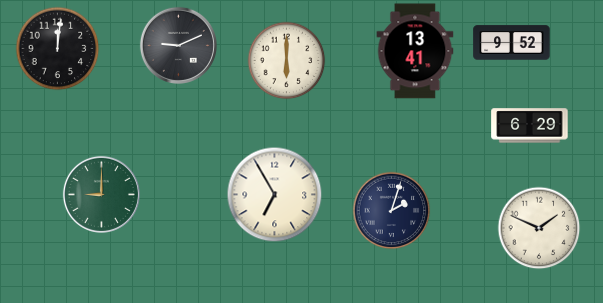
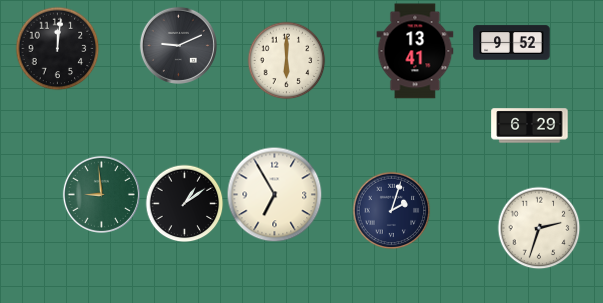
clock at (101, 194): 9:00 -> 8:59
clock at (184, 203): none -> 1:09
clock at (539, 228): 1:49 -> 2:33
